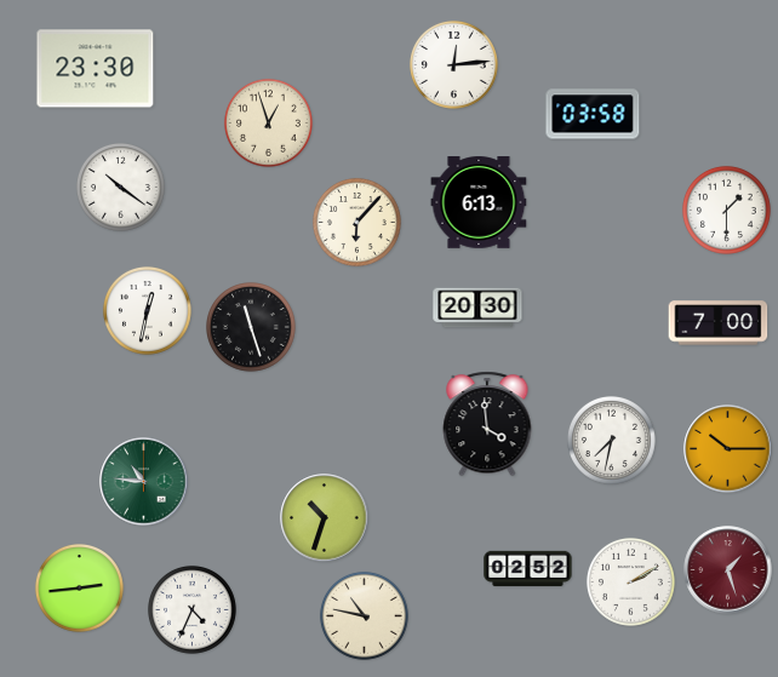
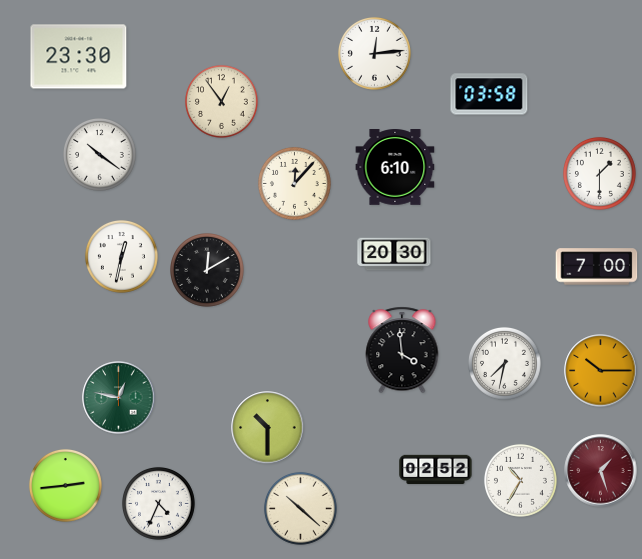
clock at (268, 122): 12:57 -> 12:54
clock at (479, 203): 6:13 -> 6:10
clock at (356, 222): 6:07 -> 12:07
clock at (719, 323) position: (719, 323) -> (597, 267)
clock at (252, 328): 11:27 -> 12:10
clock at (144, 482): 10:46 -> 12:47
clock at (325, 518): 10:33 -> 10:30
clock at (630, 581): 2:10 -> 10:35
clock at (364, 615): 10:47 -> 10:22
